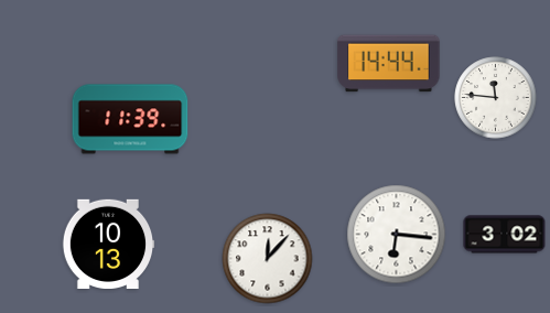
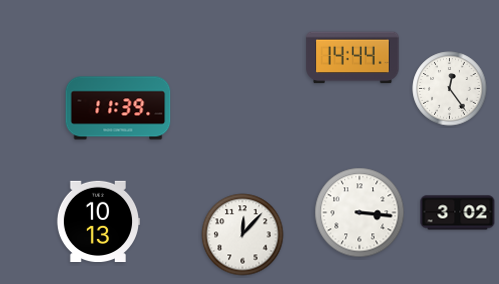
clock at (496, 98): 11:46 -> 12:24
clock at (397, 235): 6:16 -> 3:16
